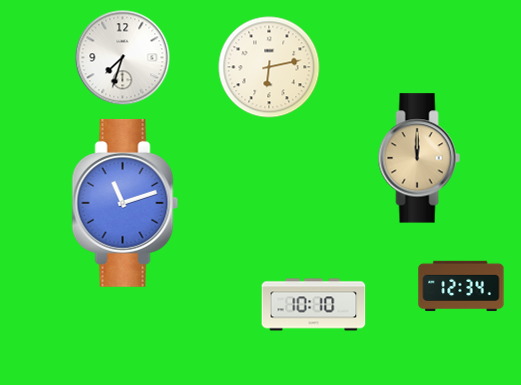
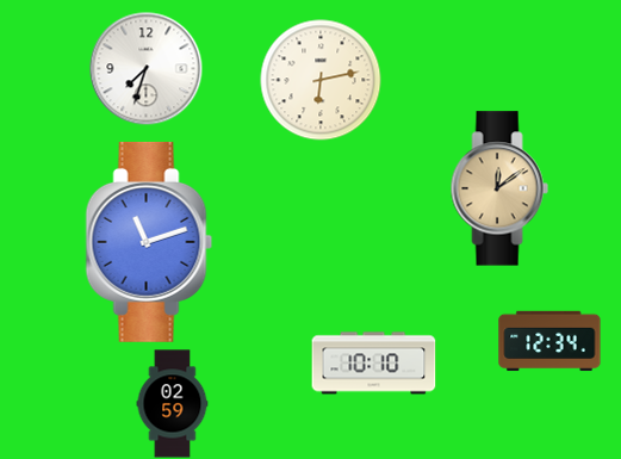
clock at (419, 158): 12:00 -> 12:09
clock at (173, 404): none -> 02:59
